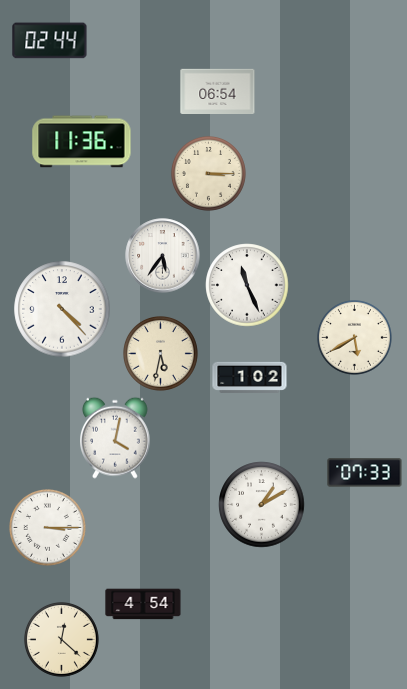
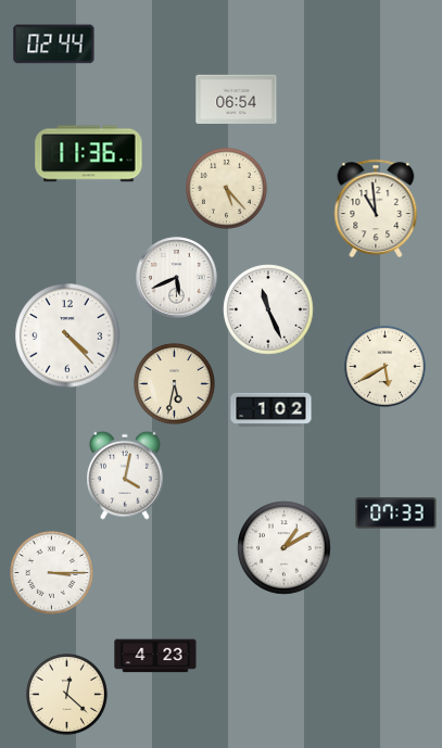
clock at (209, 174): 3:15 -> 5:23
clock at (376, 207): none -> 10:59
clock at (163, 256): 5:36 -> 5:41
clock at (143, 604): 4:54 -> 4:23
